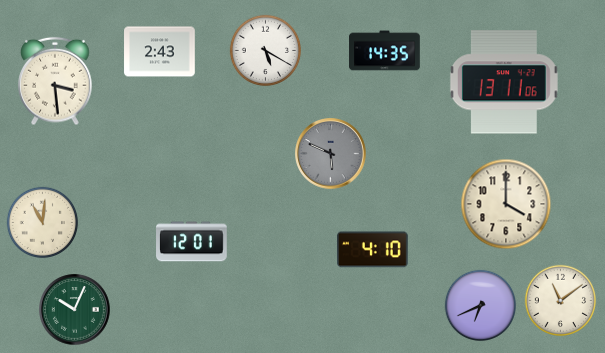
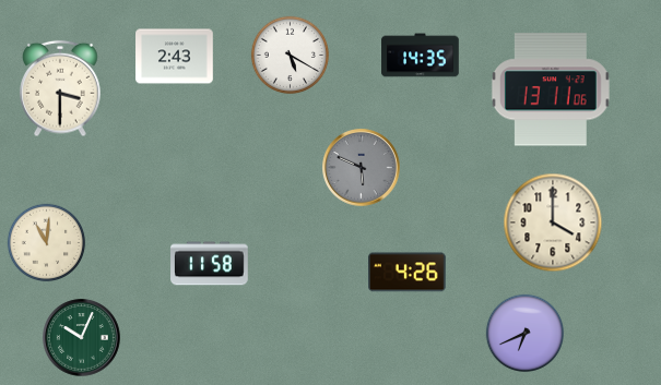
clock at (55, 81): 3:29 -> 3:30
clock at (192, 242): 12:01 -> 11:58
clock at (373, 250): 4:10 -> 4:26
clock at (561, 301): 11:09 -> none
